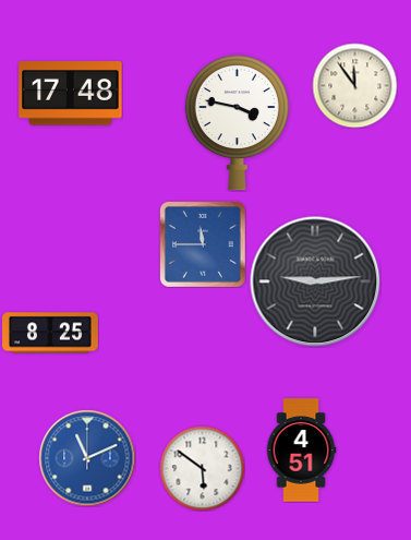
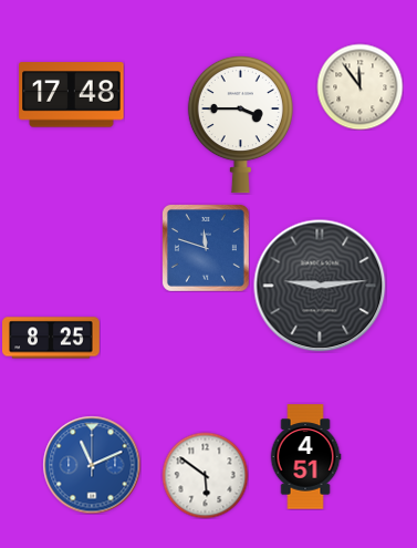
clock at (237, 122): 3:47 -> 3:45
clock at (203, 244): 11:45 -> 11:48
clock at (87, 458) position: (87, 458) -> (92, 465)
